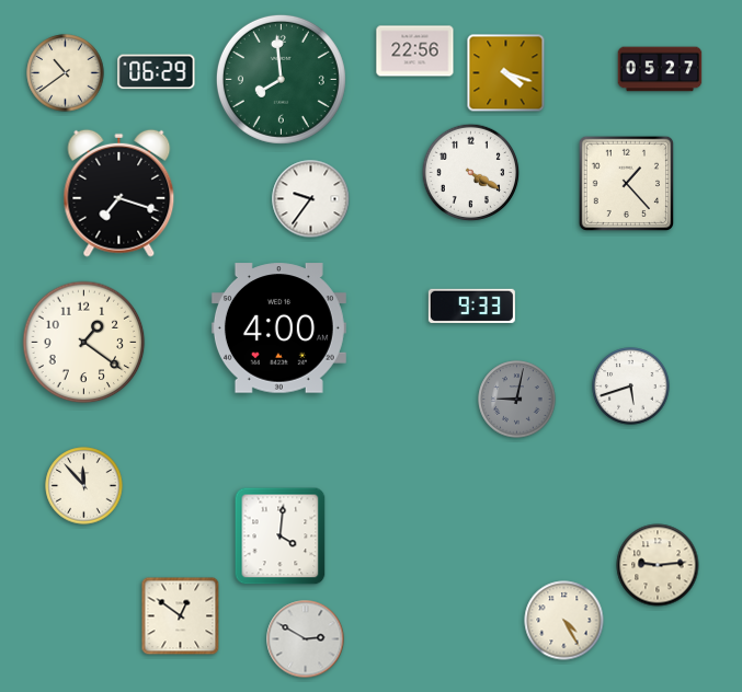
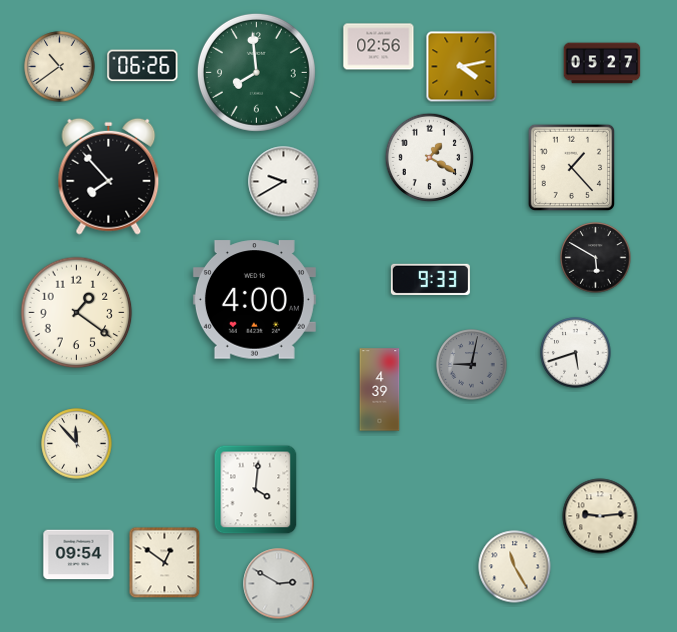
clock at (415, 51): 22:56 -> 02:56
clock at (157, 72): 06:29 -> 06:26
clock at (506, 73): 4:18 -> 4:13
clock at (471, 173): 4:20 -> 1:20
clock at (119, 193): 7:18 -> 7:53
clock at (311, 199): 9:36 -> 9:40
clock at (596, 258): none -> 5:50
clock at (380, 390): none -> 4:39
clock at (79, 555): none -> 09:54
clock at (564, 621): 4:25 -> 11:25
